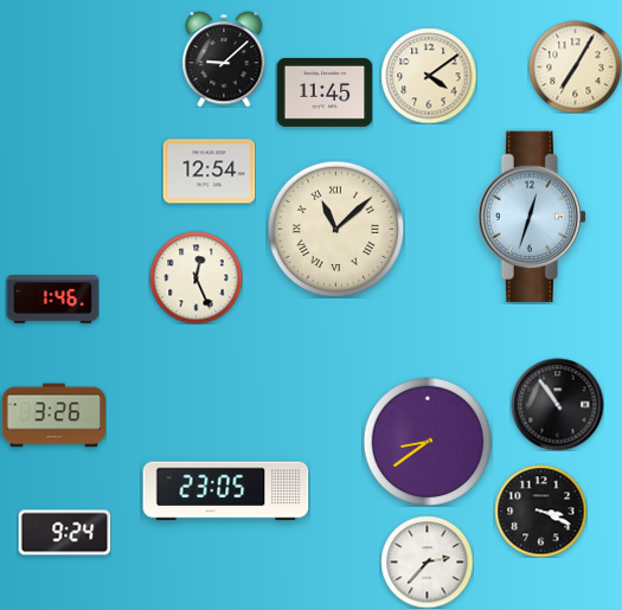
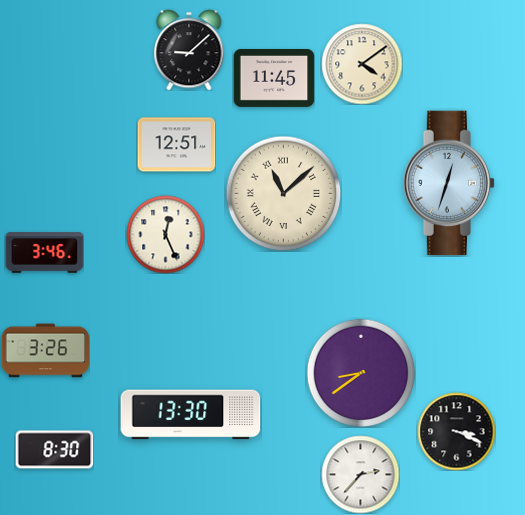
clock at (575, 66): 7:05 -> none
clock at (209, 172): 12:54 -> 12:51
clock at (52, 300): 1:46 -> 3:46
clock at (557, 404): 10:54 -> none
clock at (226, 492): 23:05 -> 13:30
clock at (64, 533): 9:24 -> 8:30
